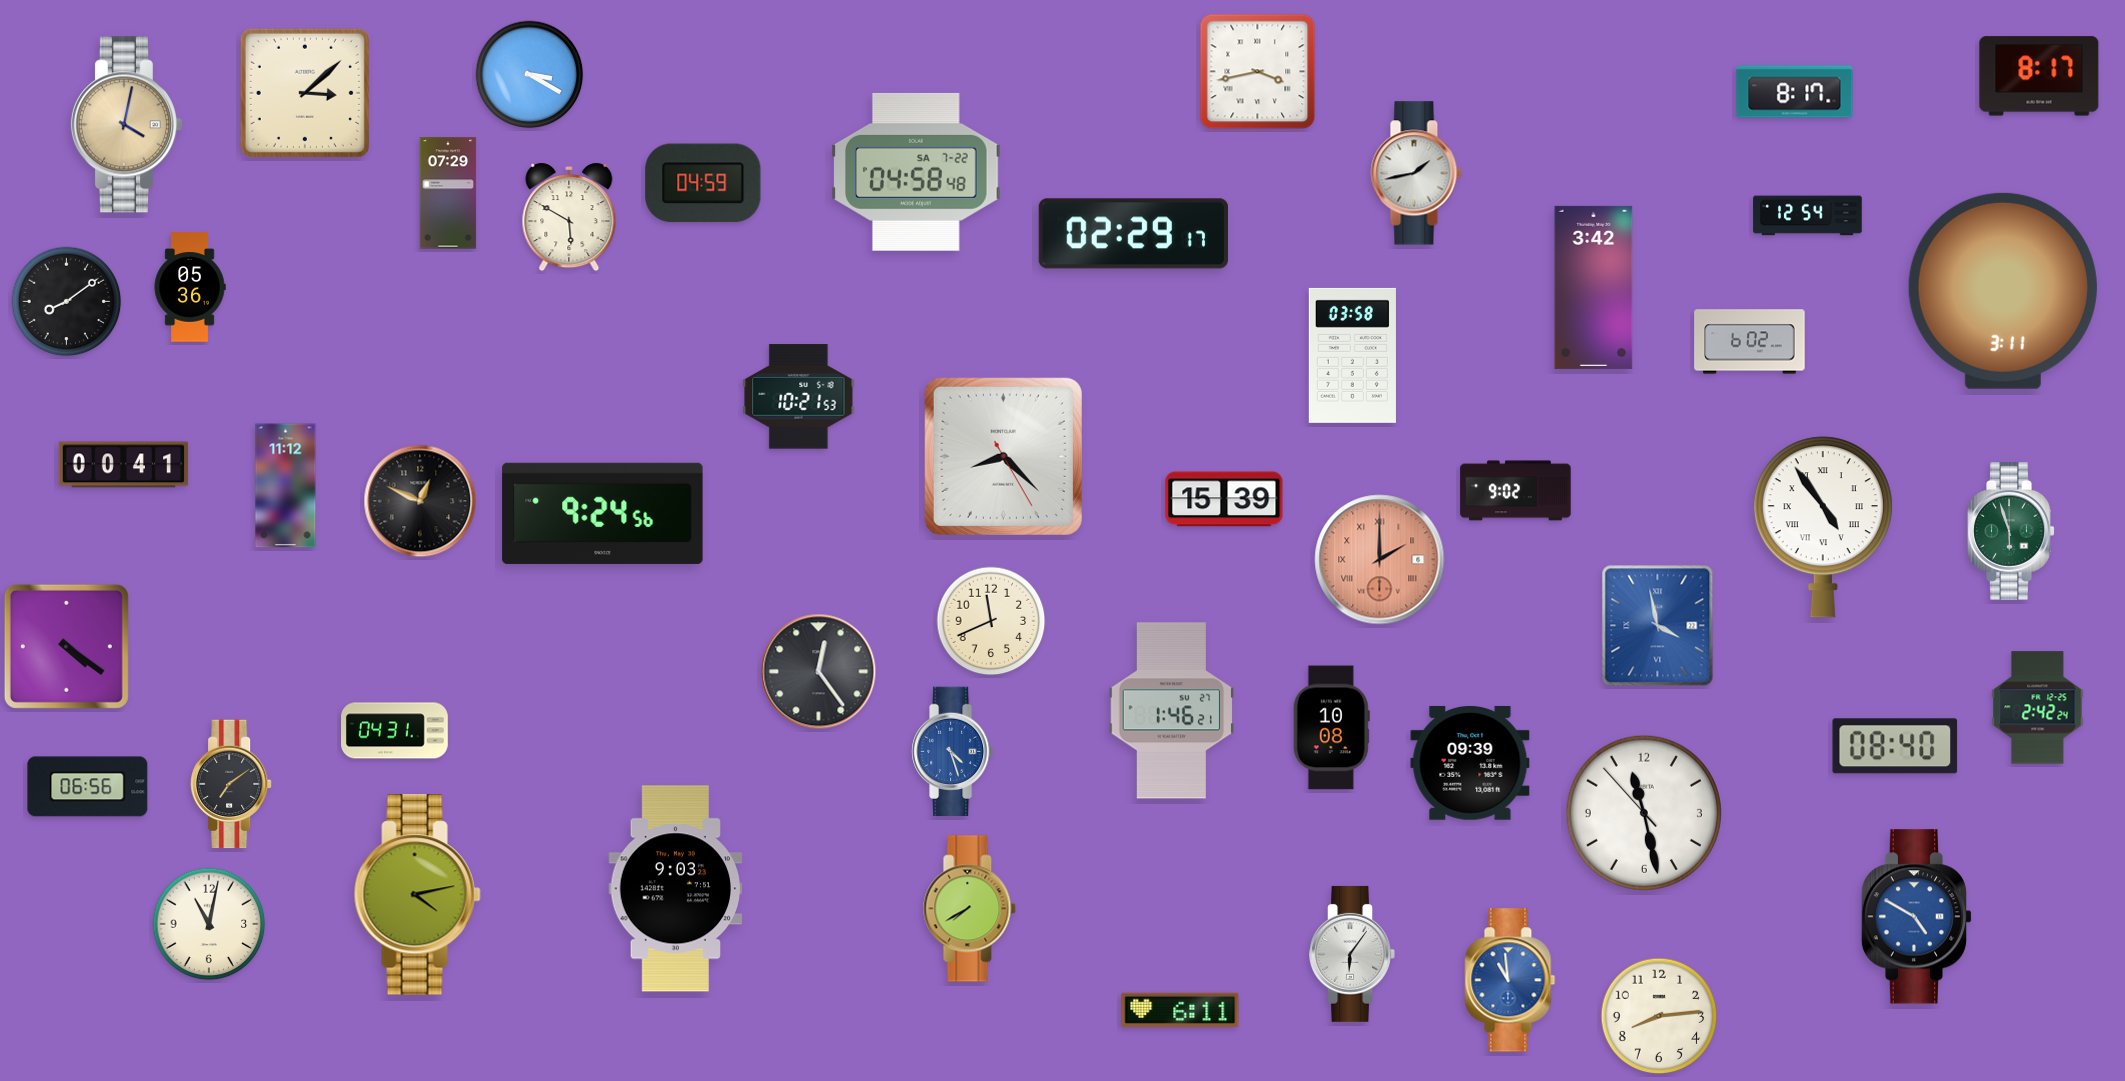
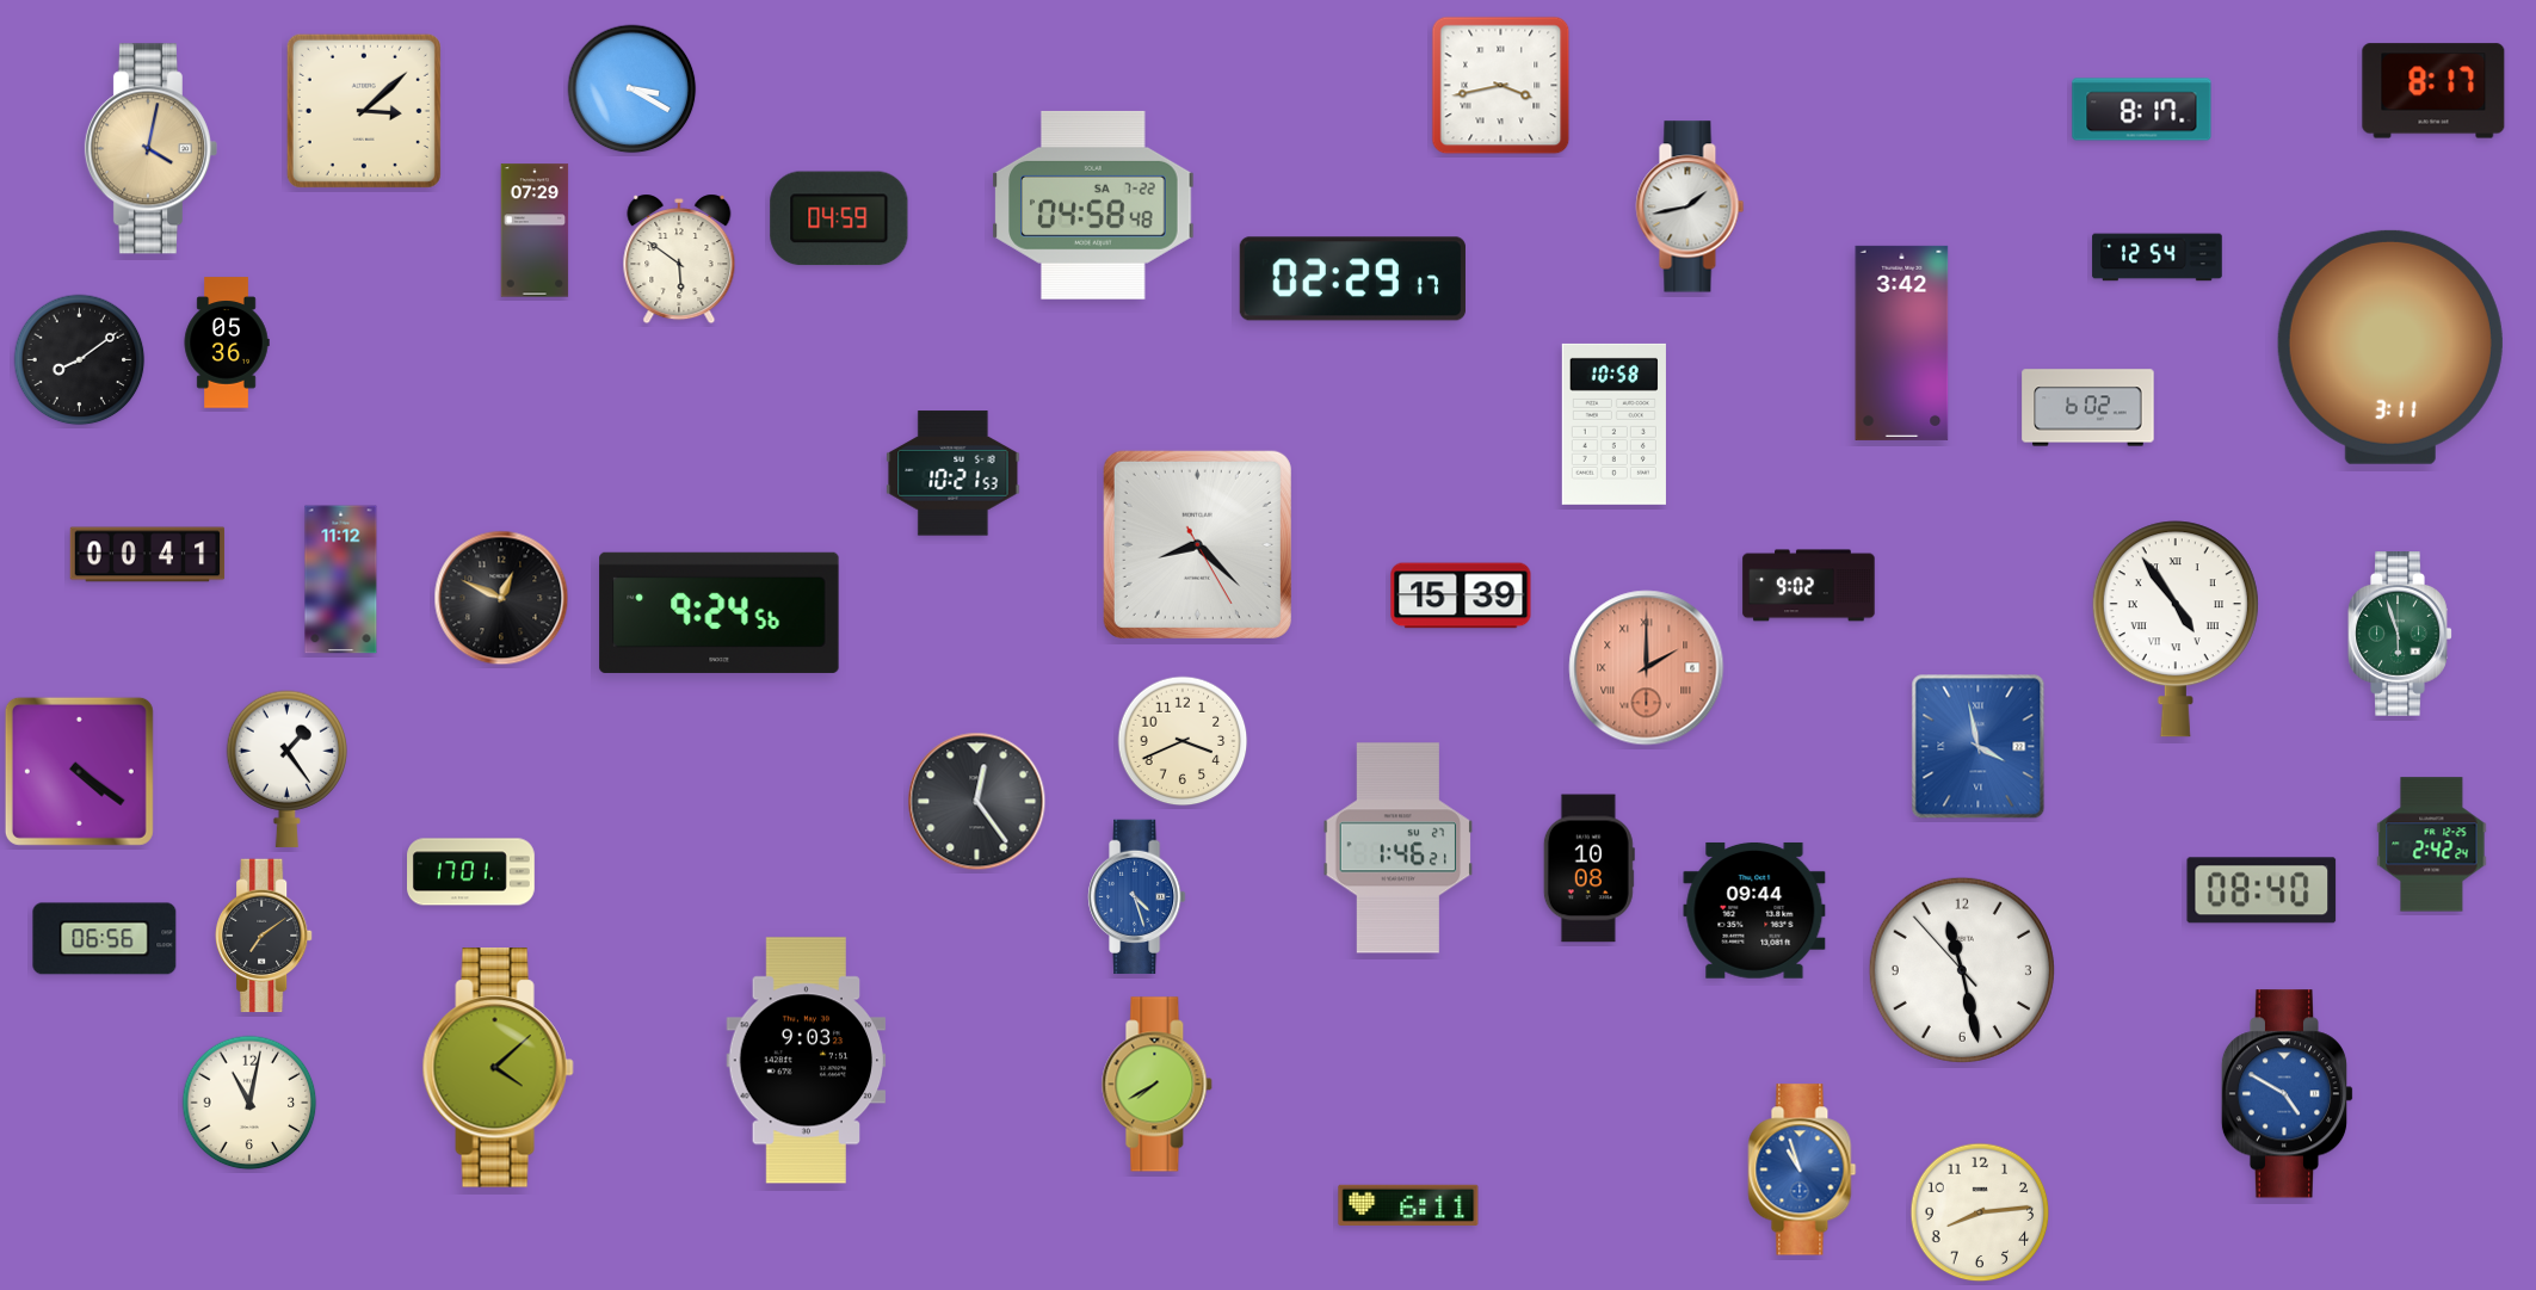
clock at (569, 217): 5:50 -> 5:51
clock at (1352, 355): 03:58 -> 10:58
clock at (991, 621): 11:41 -> 3:41
clock at (286, 769): none -> 1:24
clock at (395, 731): 04:31 -> 17:01
clock at (1470, 763): 09:39 -> 09:44
clock at (232, 784) position: (232, 784) -> (265, 936)
clock at (417, 895): 4:13 -> 4:08
clock at (1352, 954): 6:06 -> none
clock at (1510, 980): 10:59 -> 10:57
